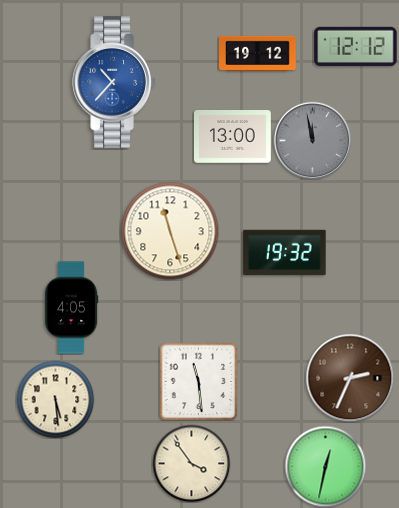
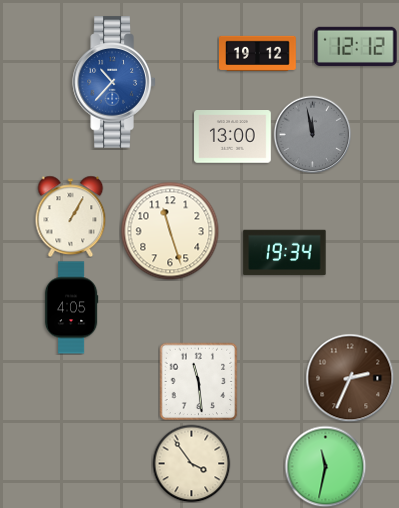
clock at (312, 140) position: (312, 140) -> (312, 134)
clock at (71, 216): none -> 1:05
clock at (285, 253): 19:32 -> 19:34
clock at (55, 399): 5:29 -> none
clock at (325, 466): 12:32 -> 11:32
